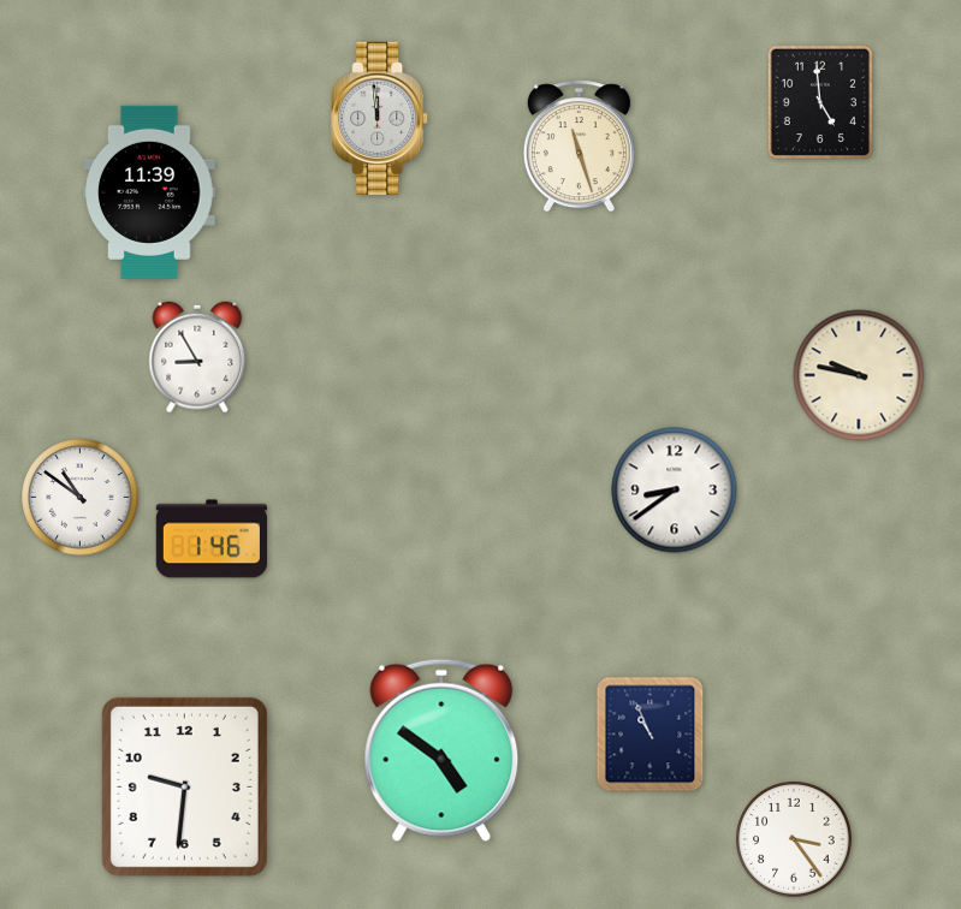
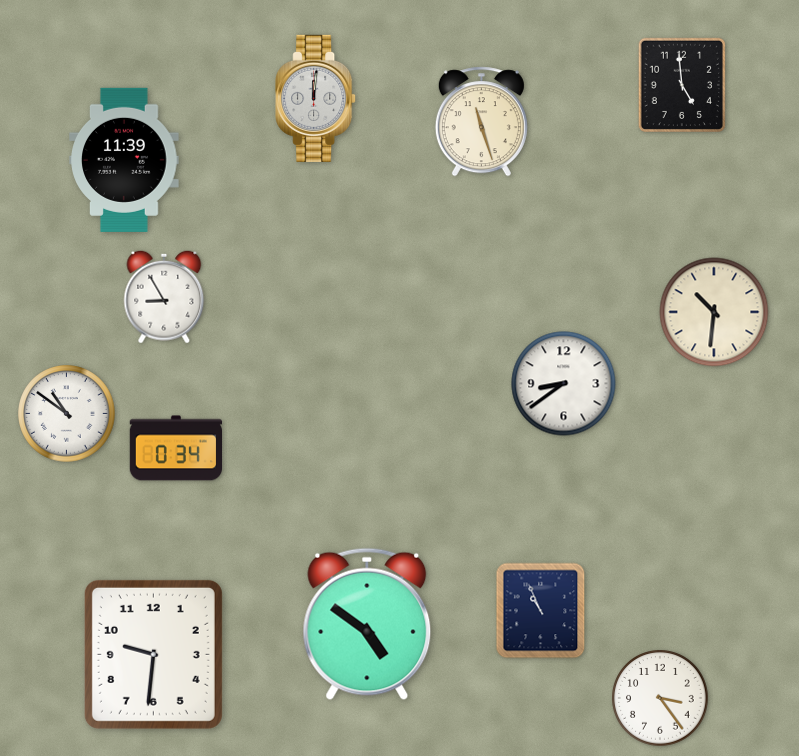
clock at (380, 118): 11:59 -> 12:01
clock at (859, 375): 9:47 -> 10:31
clock at (675, 491) position: (675, 491) -> (564, 384)
clock at (210, 539): 1:46 -> 0:34
